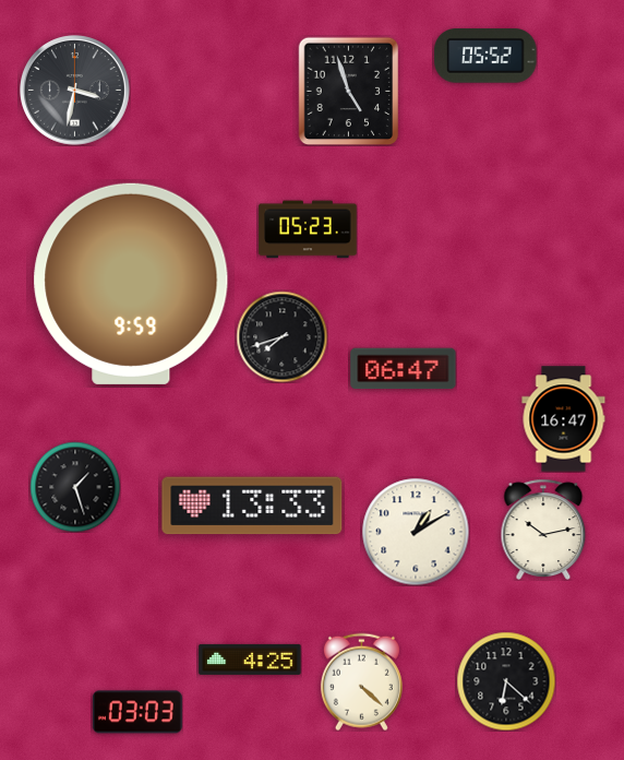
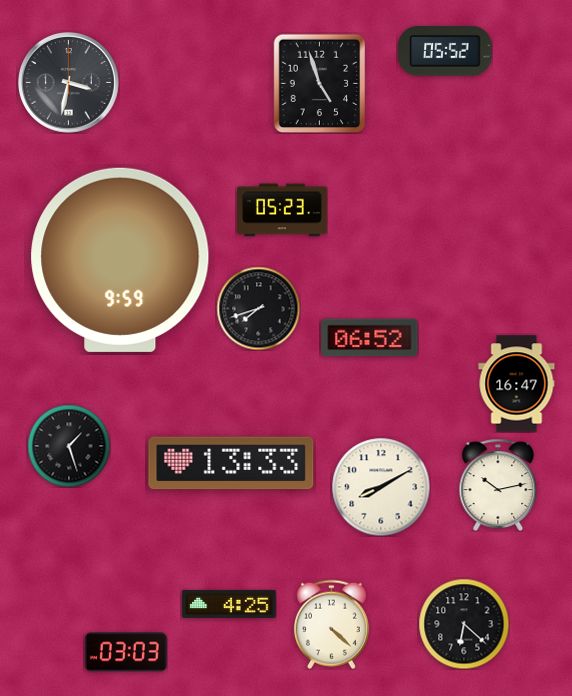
clock at (404, 369): 06:47 -> 06:52
clock at (416, 532): 1:10 -> 8:10
